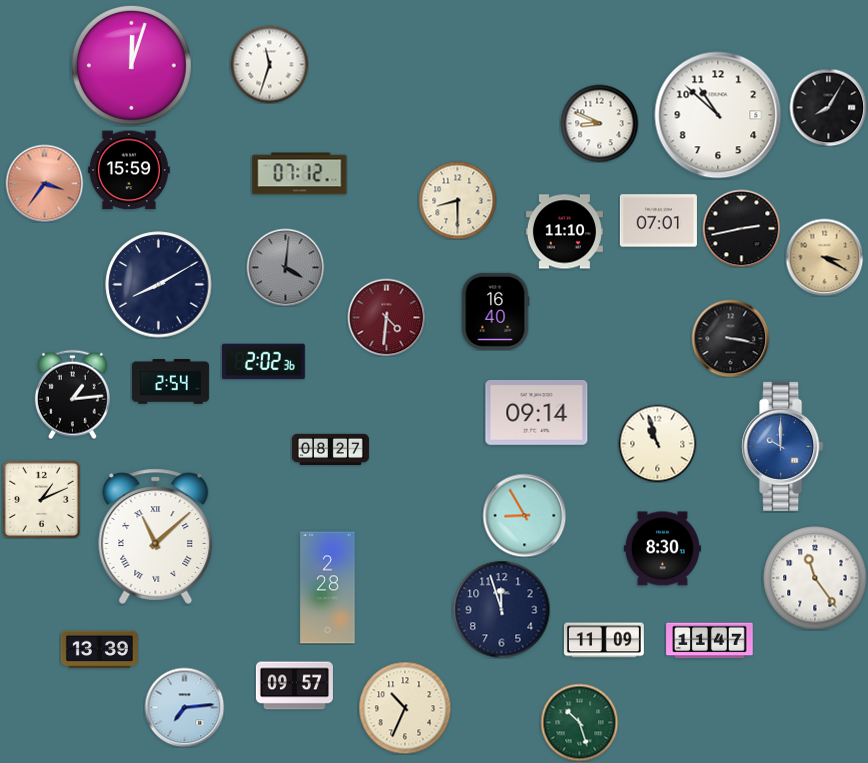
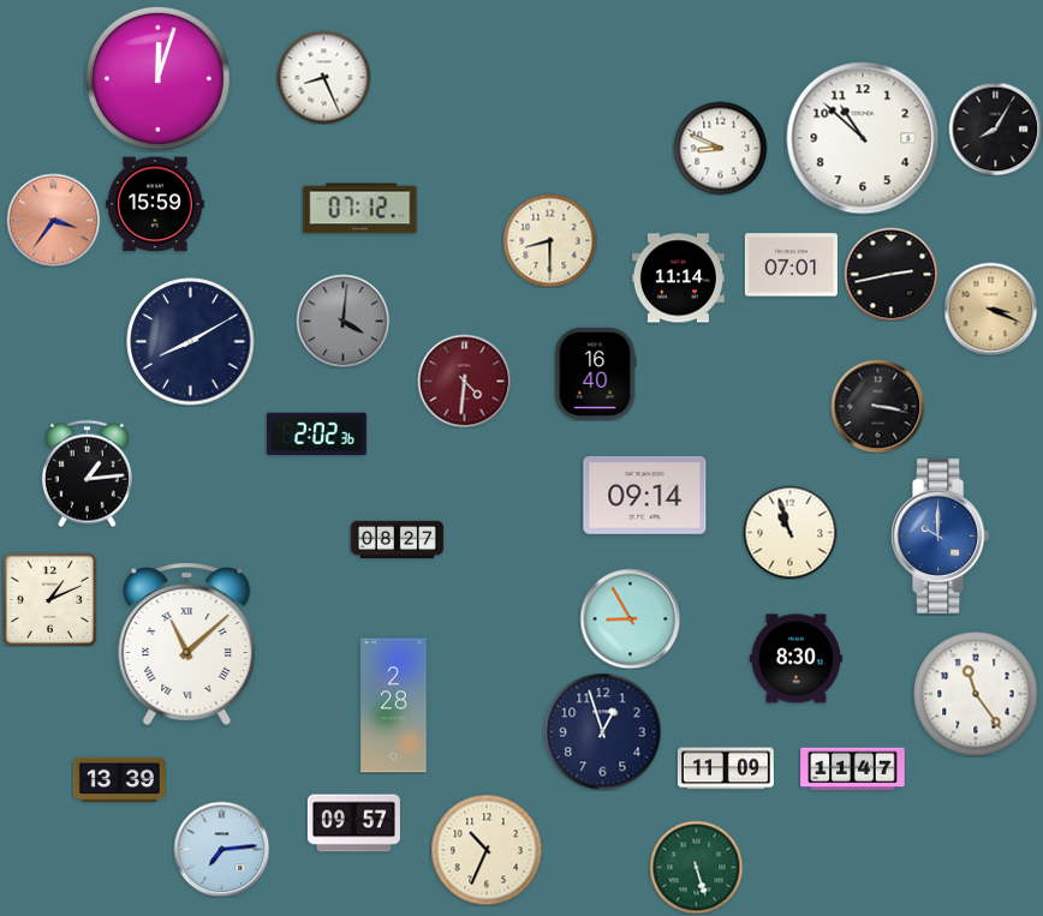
clock at (269, 64): 11:33 -> 8:26
clock at (564, 232): 11:10 -> 11:14
clock at (824, 257): 3:20 -> 3:19
clock at (170, 382): 2:54 -> none
clock at (815, 578) position: (815, 578) -> (976, 694)
clock at (501, 609): 11:57 -> 12:57
clock at (579, 722): 10:27 -> 5:27
